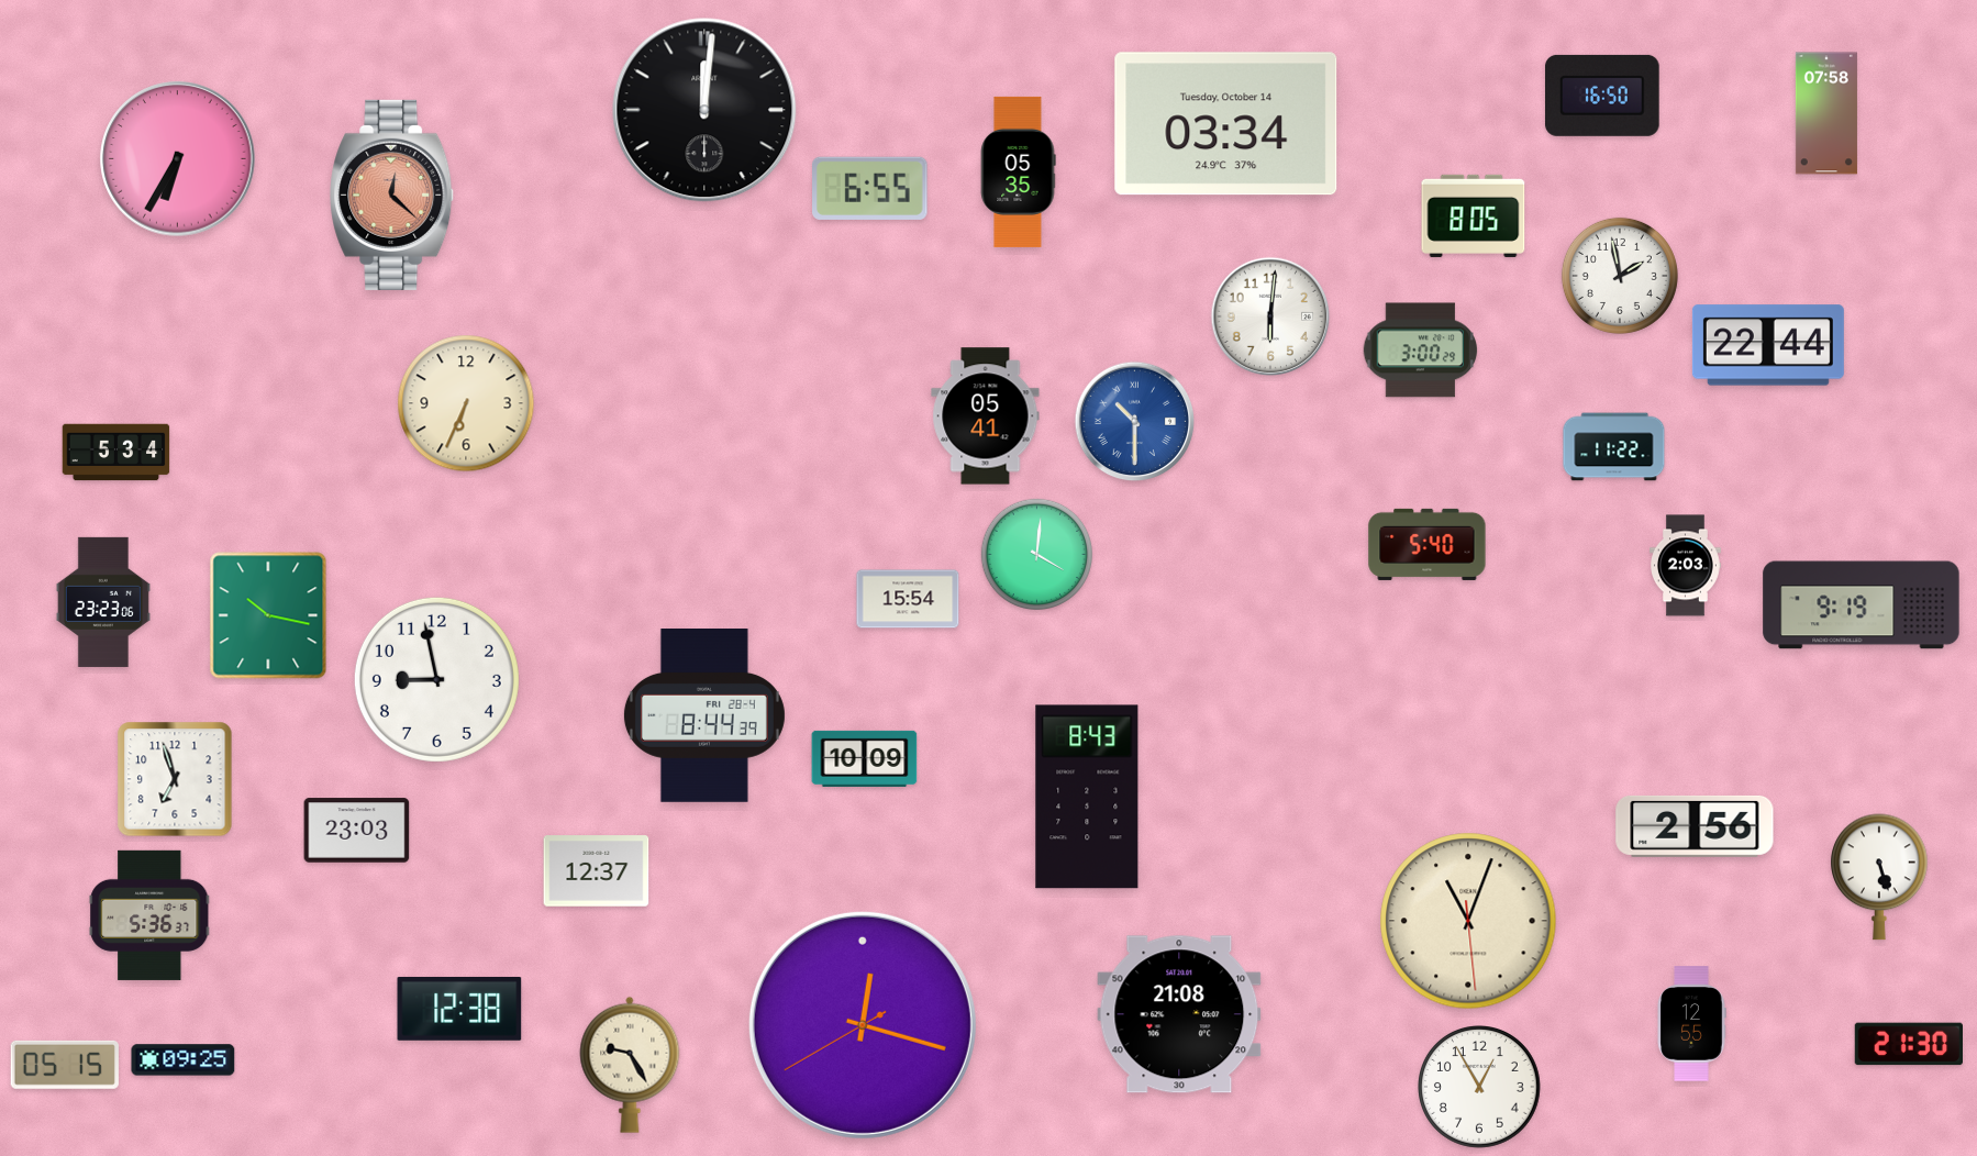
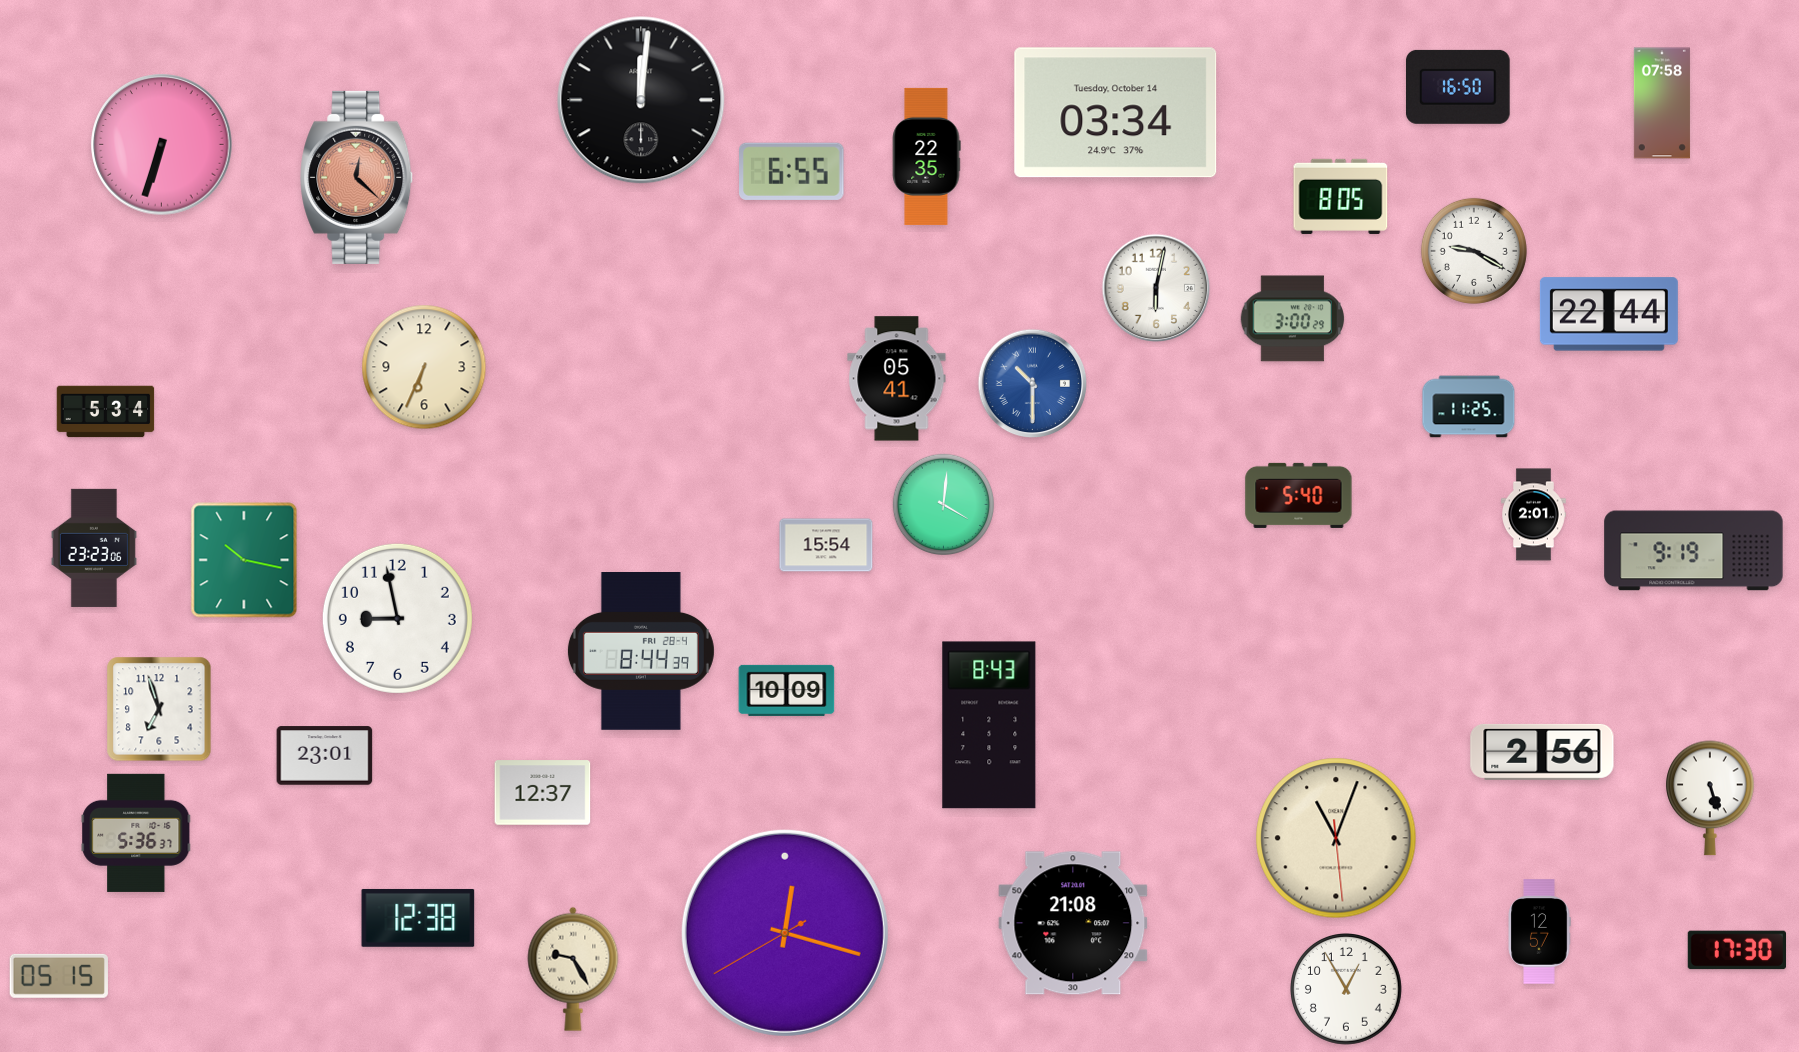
clock at (178, 159): 6:35 -> 6:33
clock at (1018, 171): 05:35 -> 22:35
clock at (1620, 276): 1:58 -> 9:20
clock at (1270, 316): 6:01 -> 6:02
clock at (1614, 447): 11:22 -> 11:25
clock at (1686, 566): 2:03 -> 2:01
clock at (357, 831): 23:03 -> 23:01
clock at (1691, 1024): 12:55 -> 12:57
clock at (1908, 1044): 21:30 -> 17:30
clock at (184, 1060): 09:25 -> none
clock at (65, 1065) position: (65, 1065) -> (59, 976)
